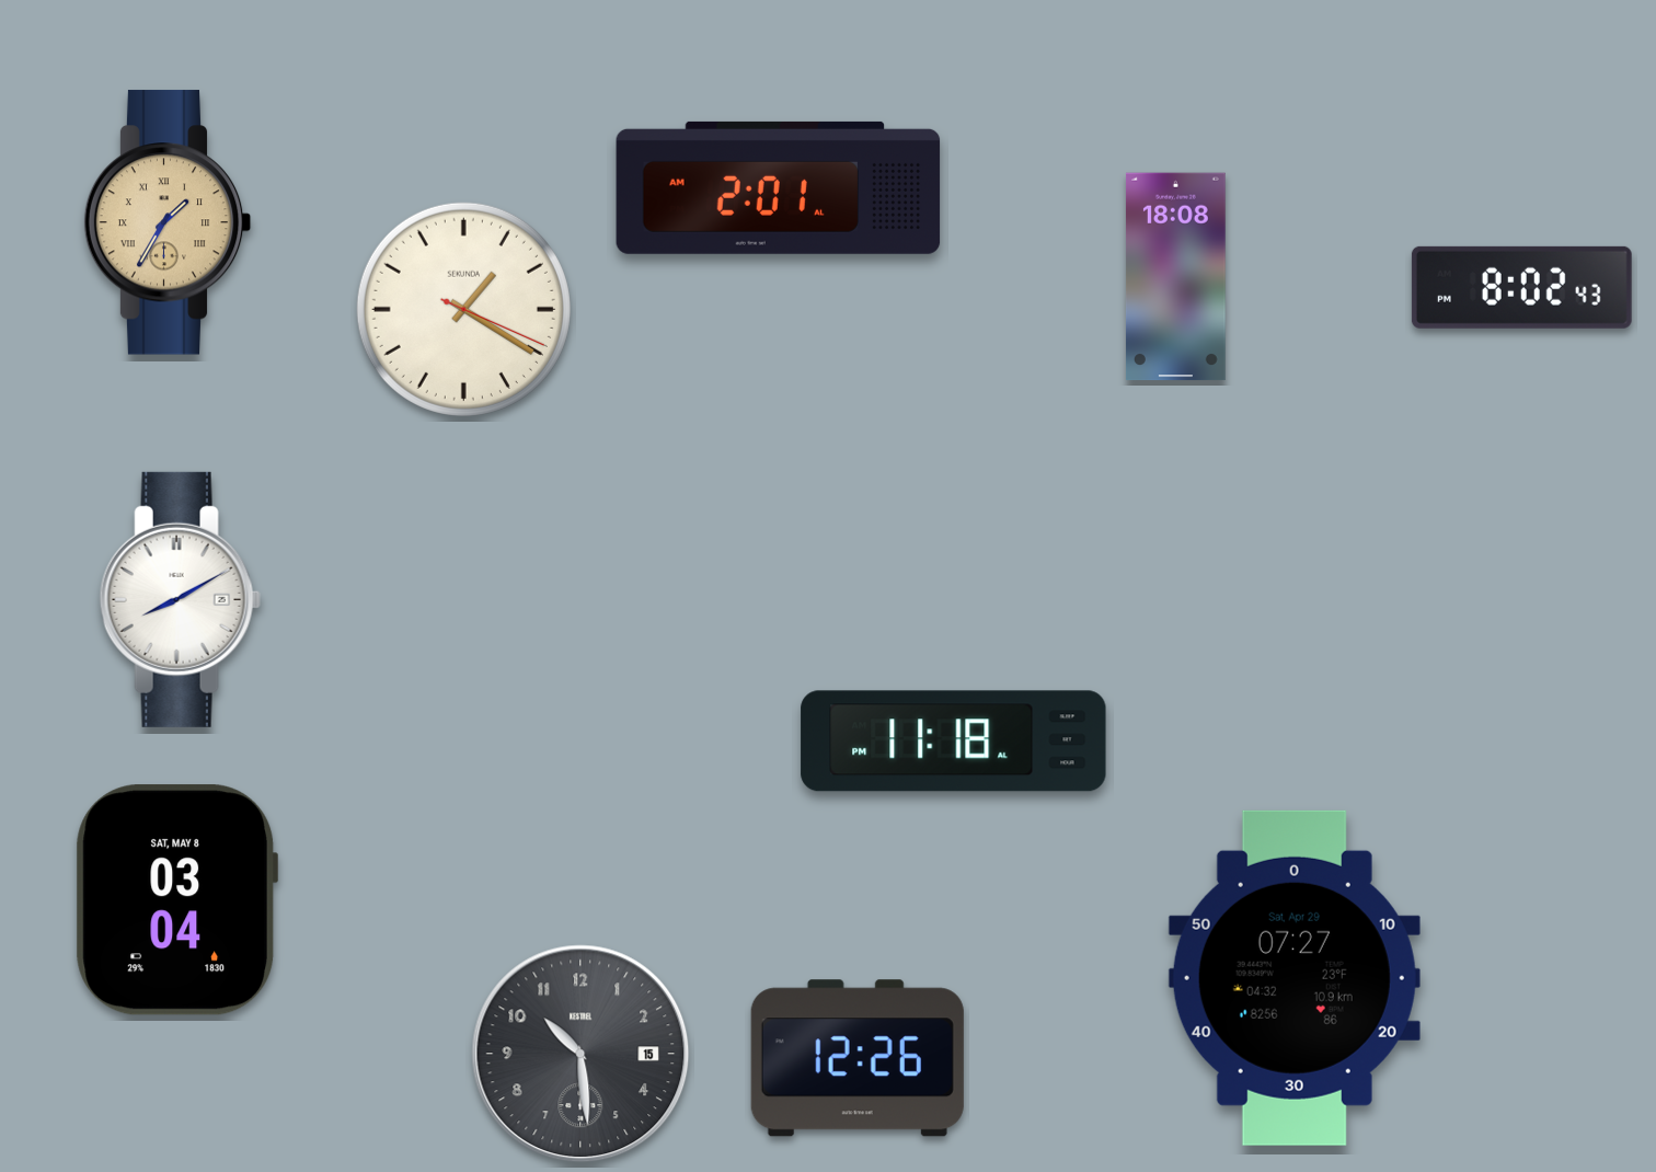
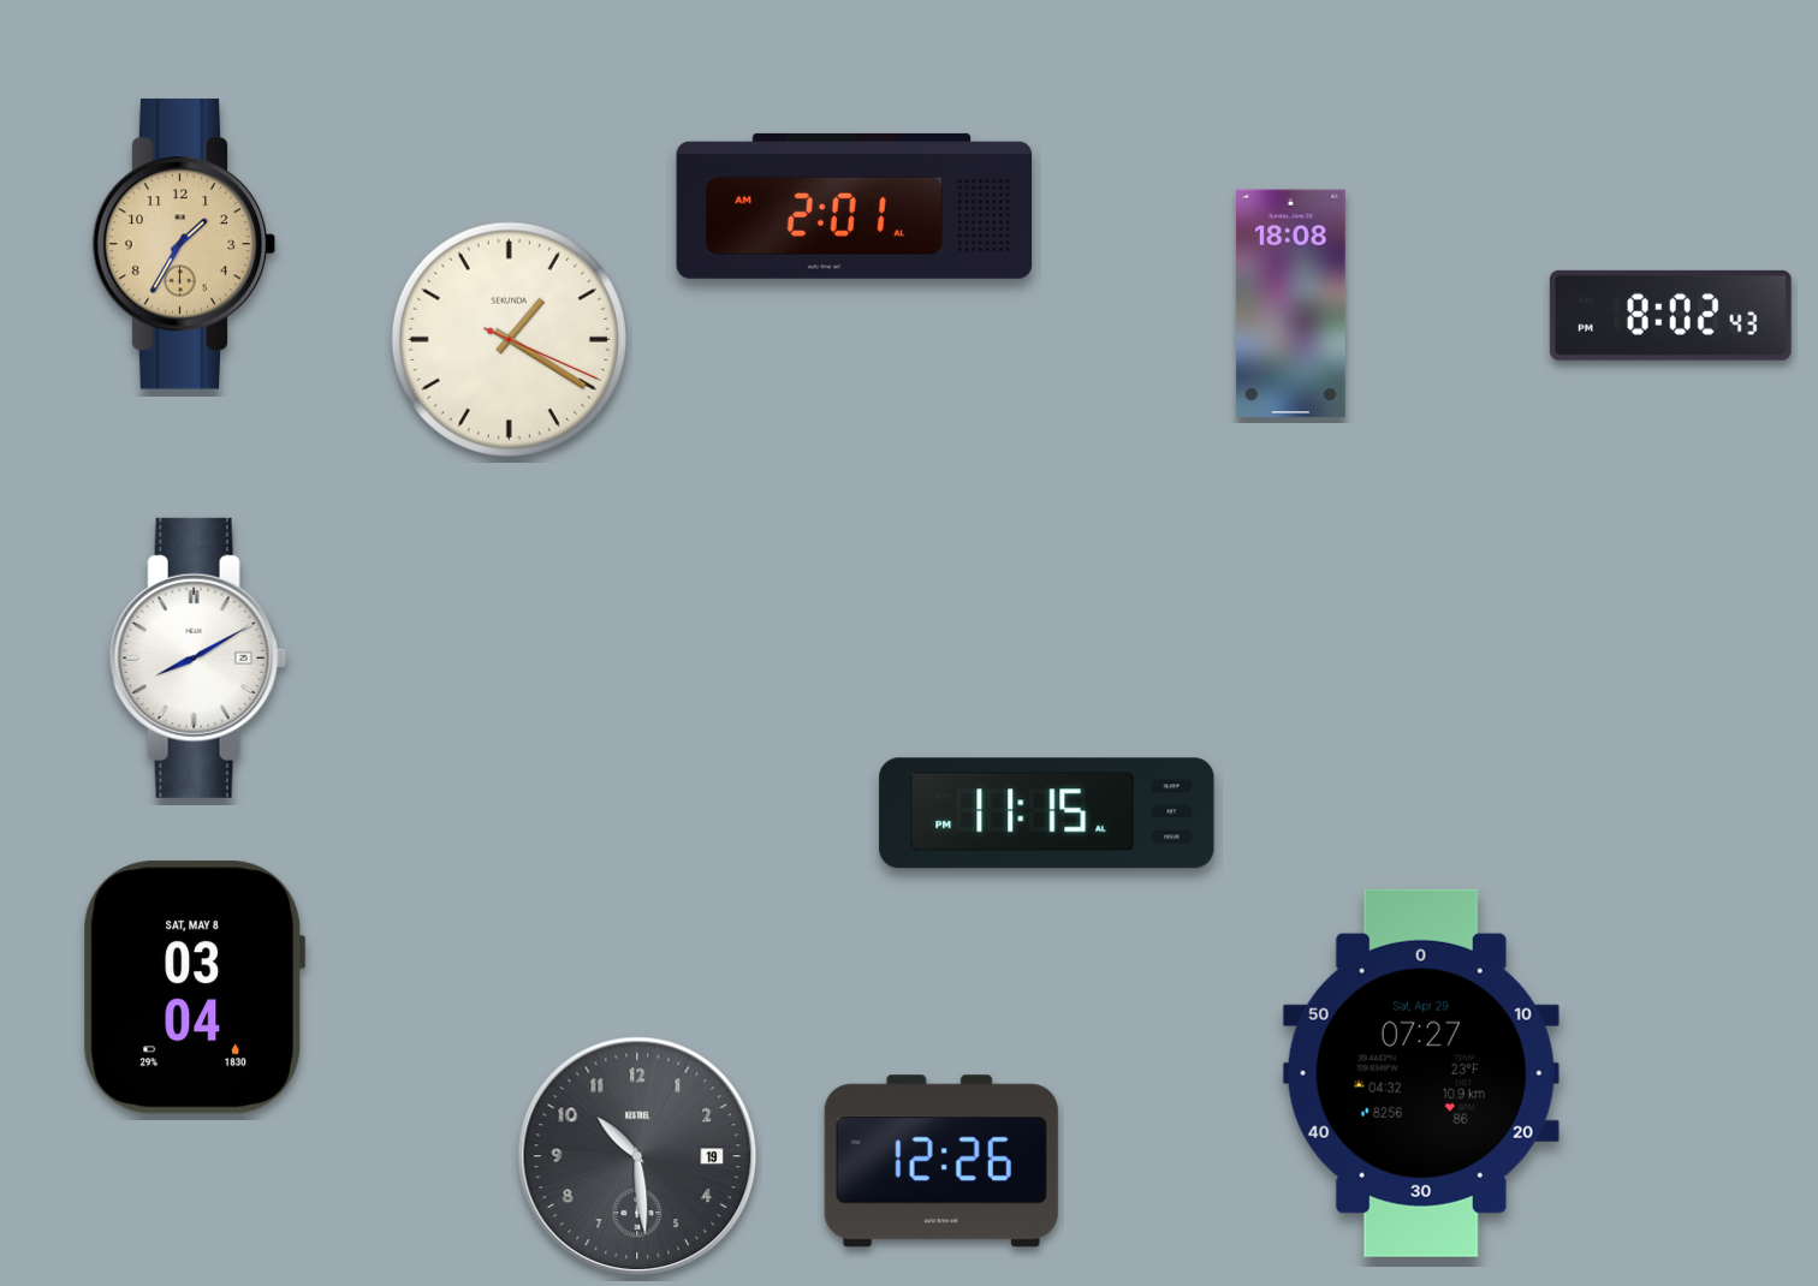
clock at (168, 222) numerals: Roman -> Arabic
clock at (954, 742): 11:18 -> 11:15
clock at (580, 1054) date: 15 -> 19
